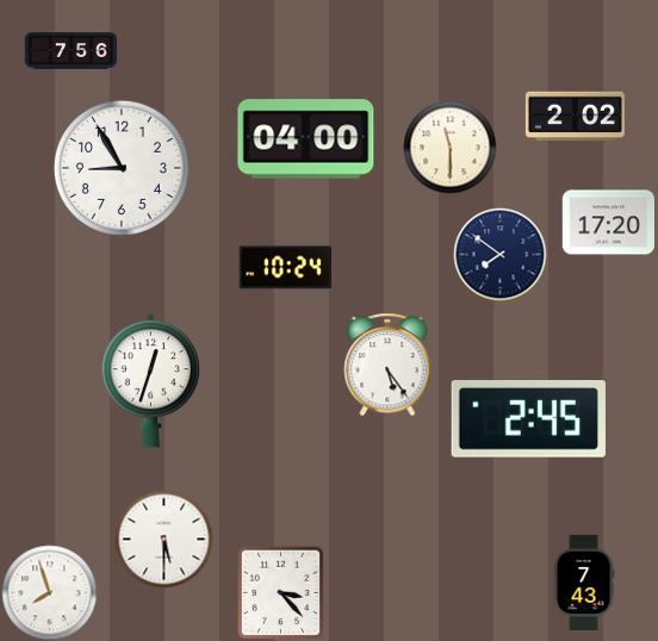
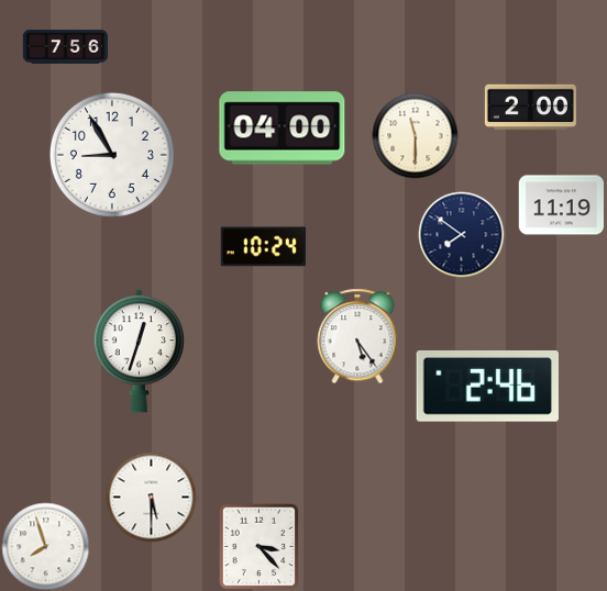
clock at (575, 117): 2:02 -> 2:00
clock at (608, 223): 17:20 -> 11:19
clock at (528, 418): 2:45 -> 2:46
clock at (584, 583): 7:43 -> none
